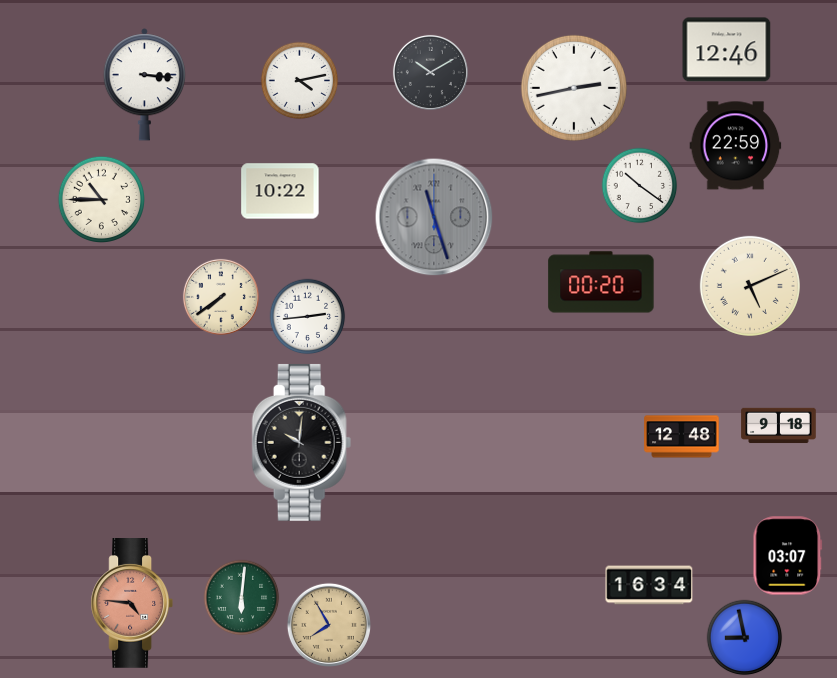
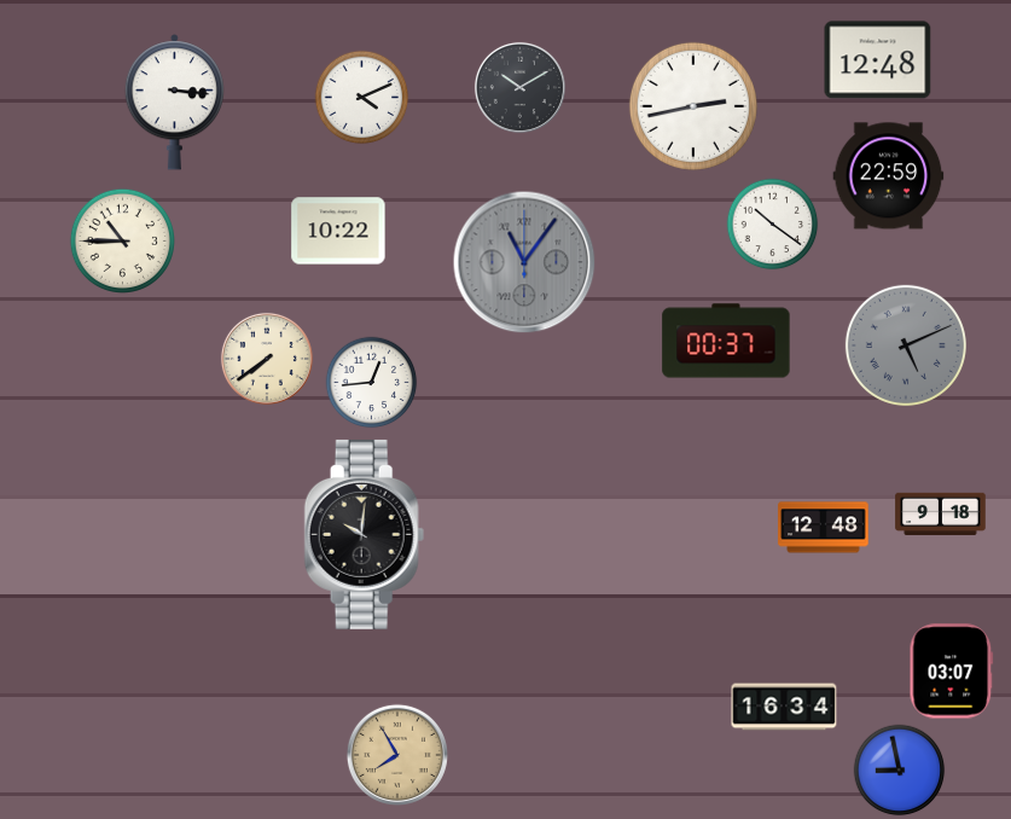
clock at (727, 50): 12:46 -> 12:48
clock at (300, 81): 4:13 -> 4:11
clock at (434, 217): 11:27 -> 11:06
clock at (601, 282): 00:20 -> 00:37
clock at (750, 286) dial: cream -> grey
clock at (308, 317): 2:44 -> 12:44
clock at (242, 598): 6:01 -> none
clock at (131, 604): 4:46 -> none
